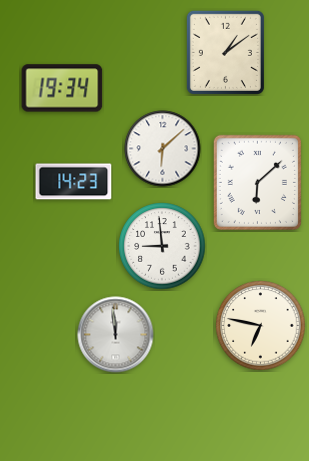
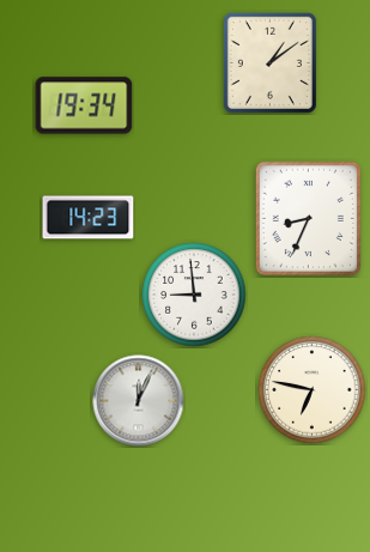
clock at (62, 88) position: (62, 88) -> (84, 105)
clock at (163, 149): 6:08 -> none
clock at (257, 182): 6:08 -> 8:34
clock at (116, 335): 11:59 -> 12:04
